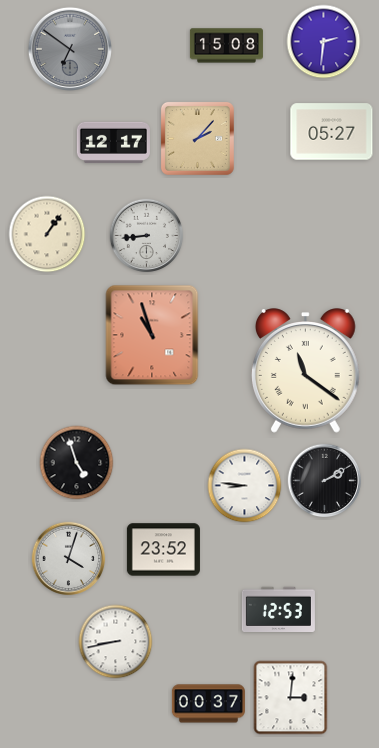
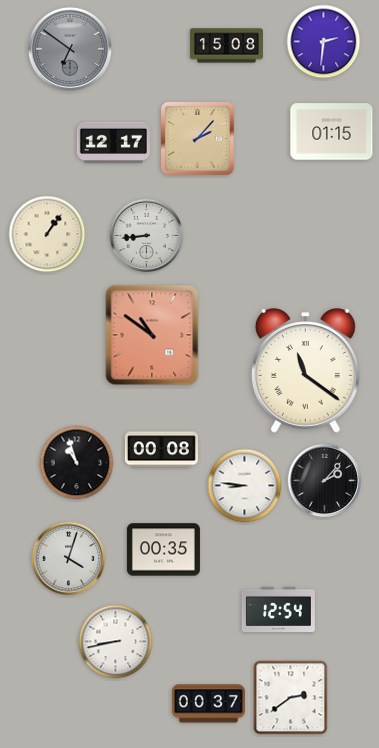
clock at (332, 132): 05:27 -> 01:15
clock at (152, 335): 10:57 -> 10:51
clock at (161, 450): none -> 00:08
clock at (77, 463): 4:57 -> 10:57
clock at (325, 481): 2:10 -> 2:07
clock at (163, 550): 23:52 -> 00:35
clock at (278, 609): 12:53 -> 12:54
clock at (291, 698): 3:01 -> 2:39
